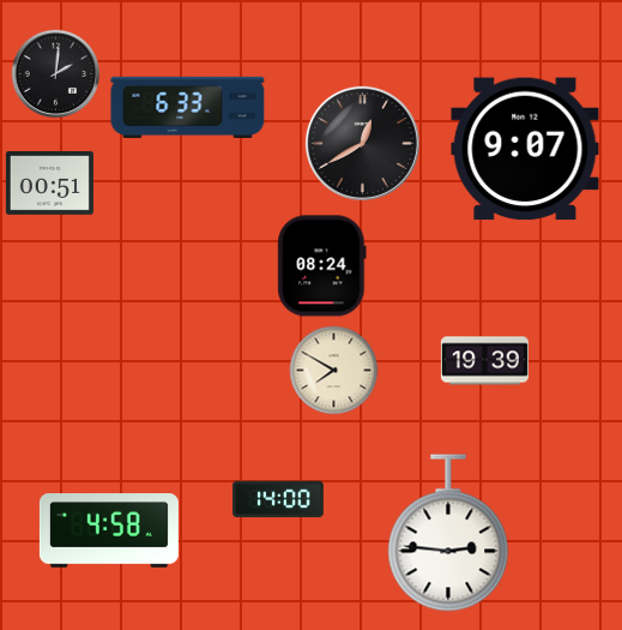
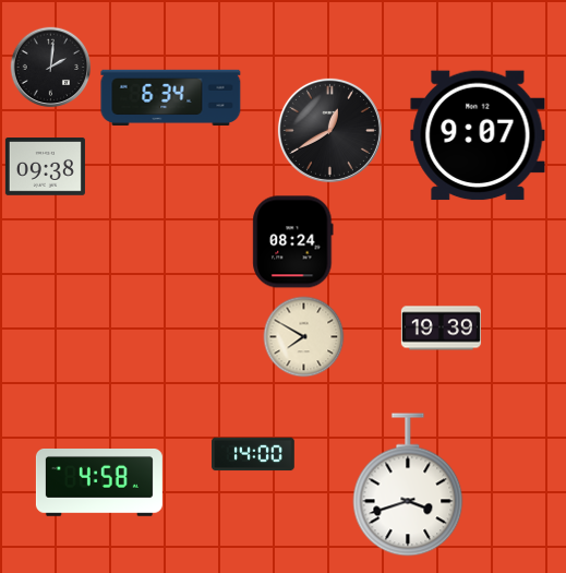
clock at (188, 107): 6:33 -> 6:34
clock at (49, 184): 00:51 -> 09:38
clock at (448, 533): 2:46 -> 3:42
